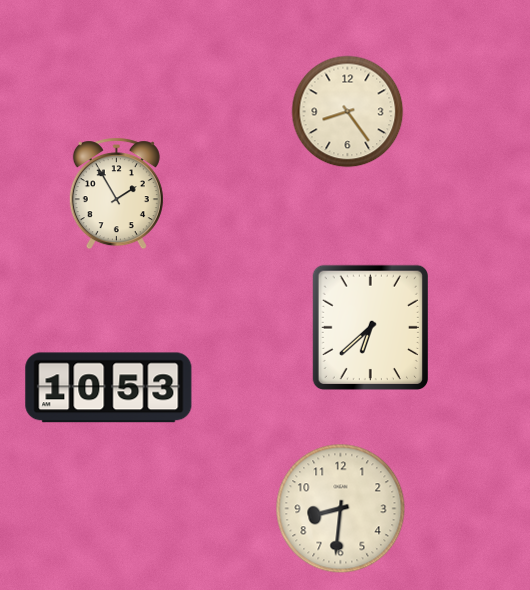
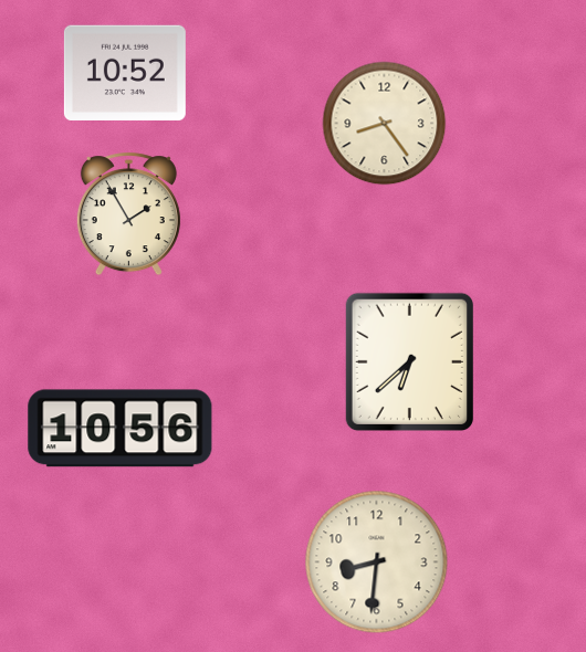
clock at (125, 72): none -> 10:52
clock at (109, 388): 10:53 -> 10:56
